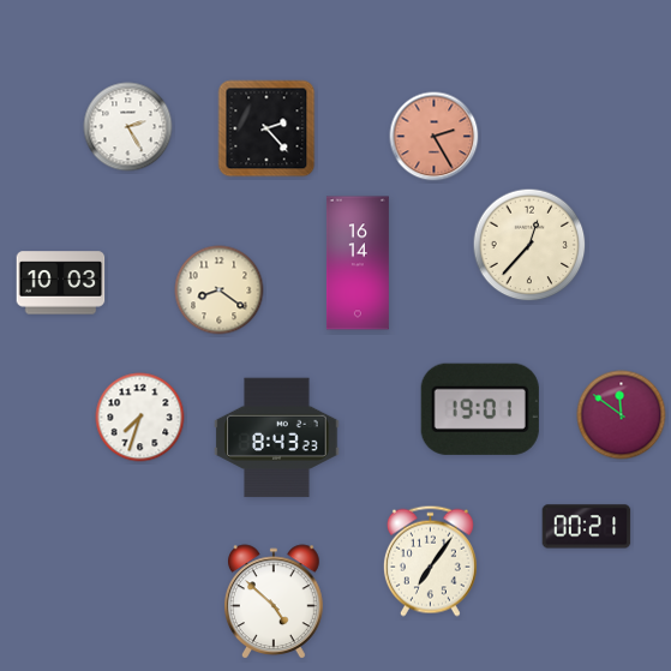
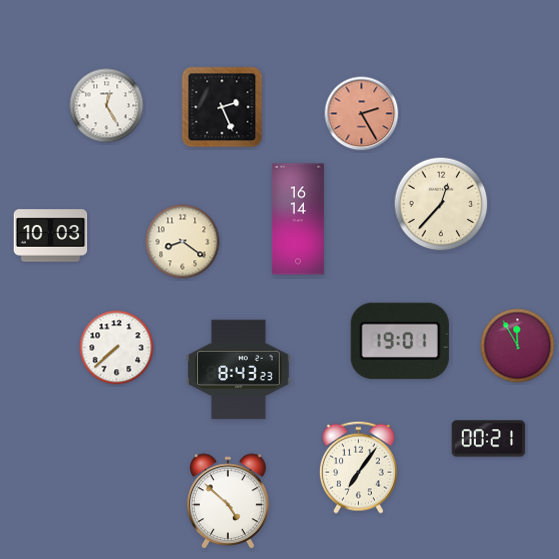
clock at (128, 127): 2:25 -> 12:25
clock at (266, 128): 2:23 -> 2:26
clock at (622, 415): 11:51 -> 11:55
clock at (140, 418): 7:33 -> 7:38
clock at (277, 438) position: (277, 438) -> (239, 370)
